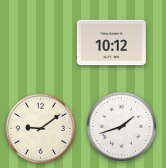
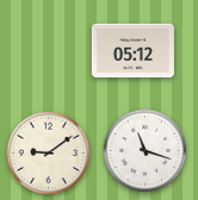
clock at (111, 43): 10:12 -> 05:12
clock at (122, 127): 1:42 -> 11:18
